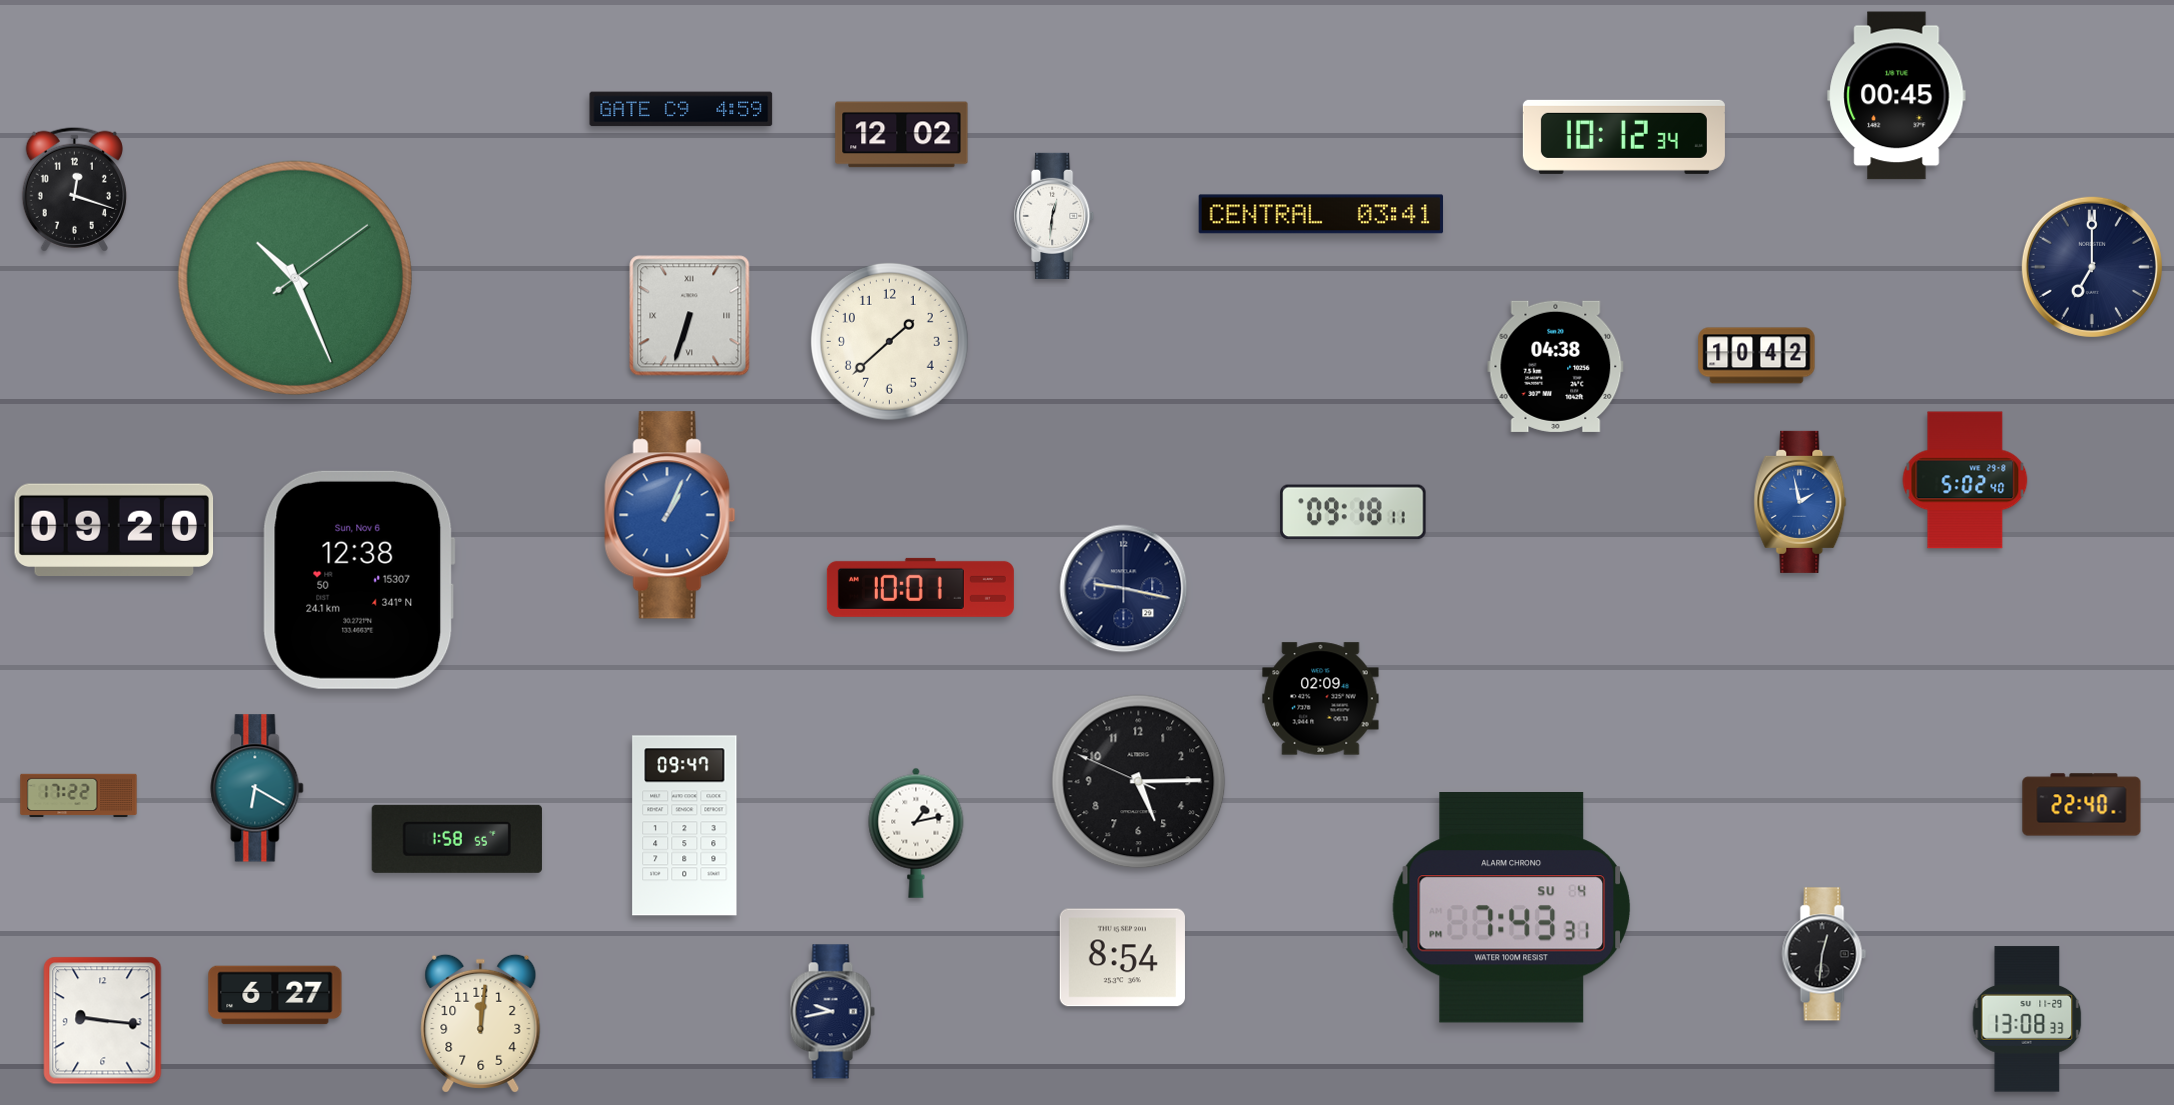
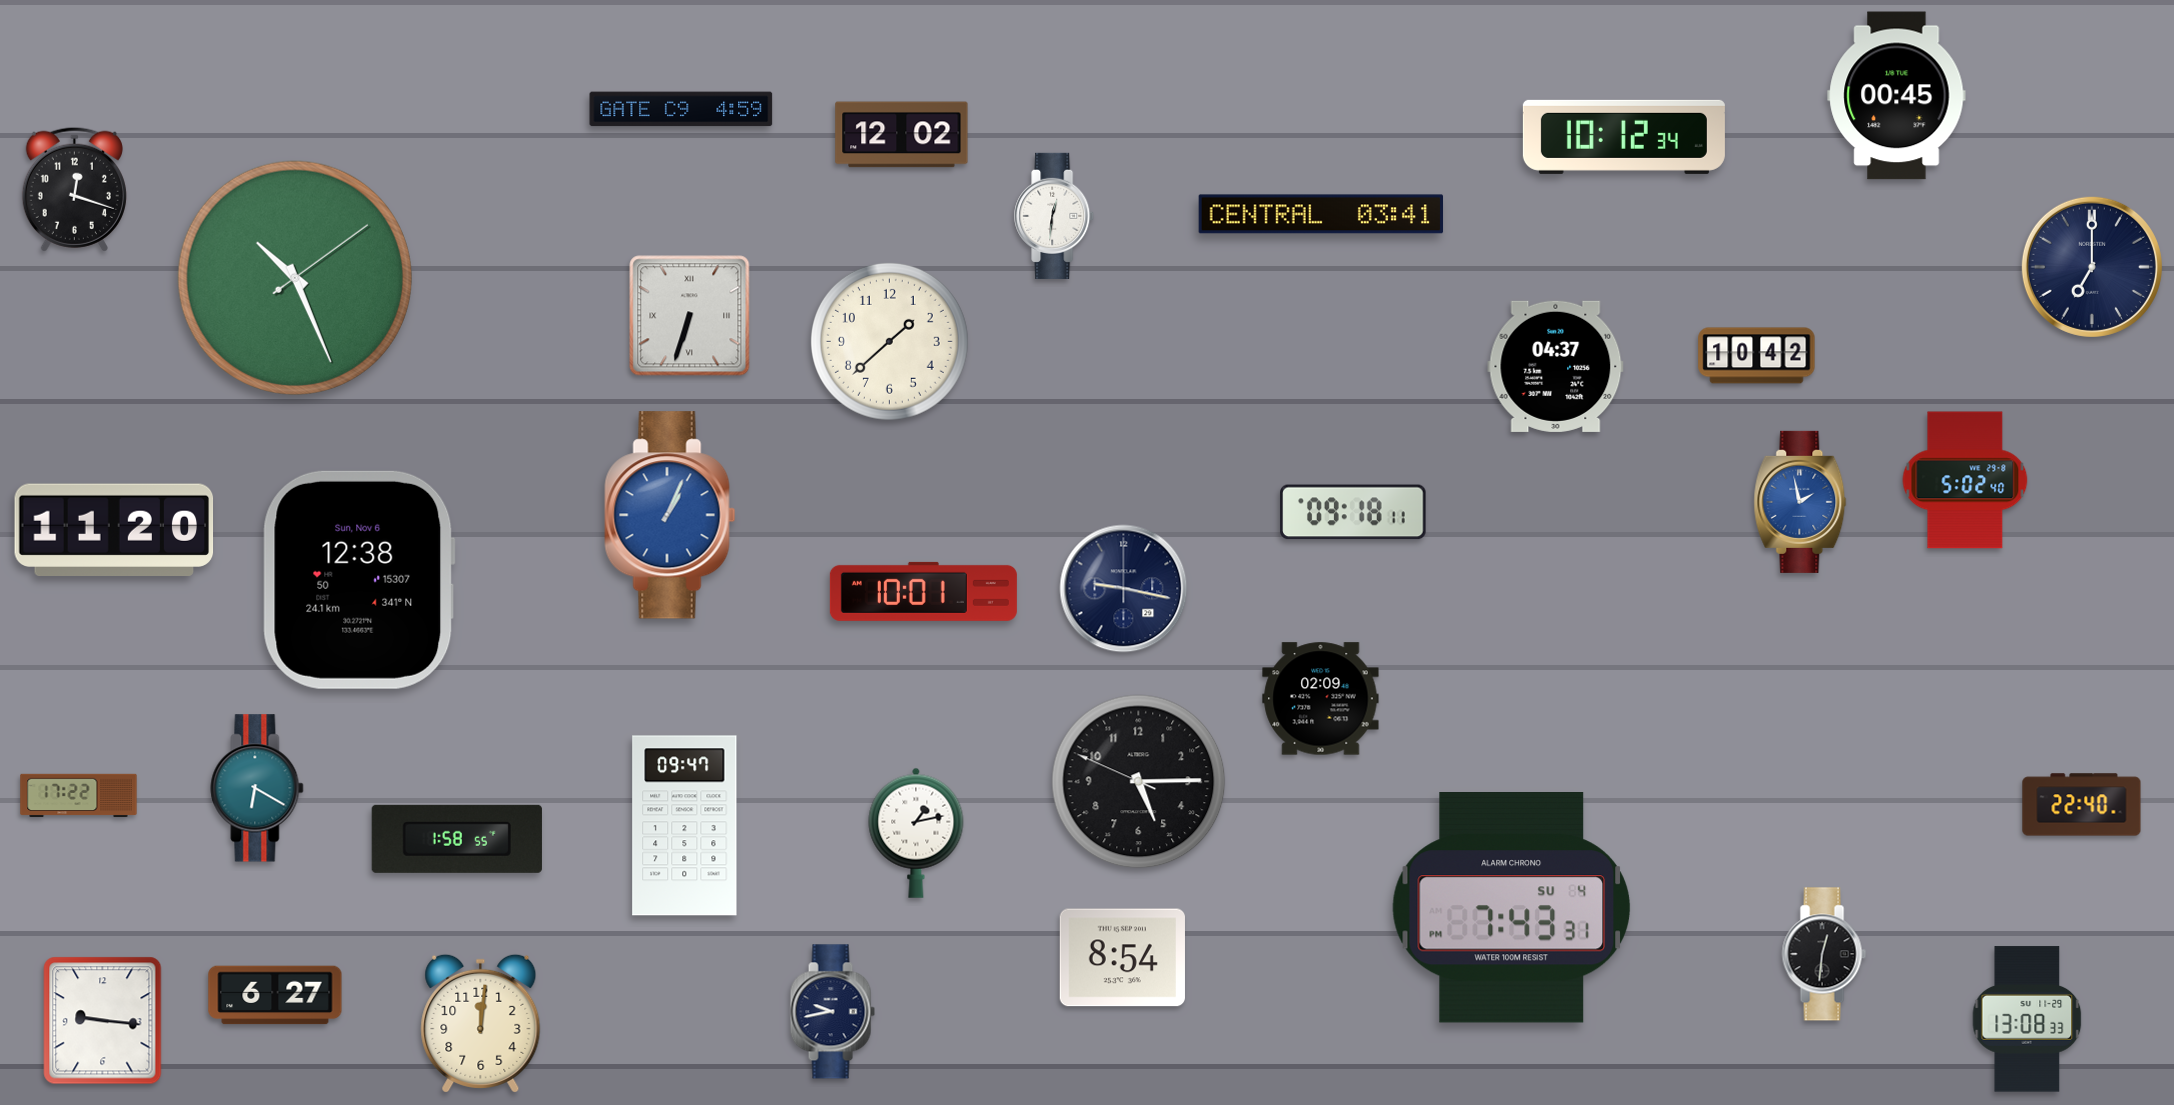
clock at (1556, 366): 04:38 -> 04:37
clock at (114, 530): 09:20 -> 11:20
clock at (920, 587) position: (920, 587) -> (923, 591)
